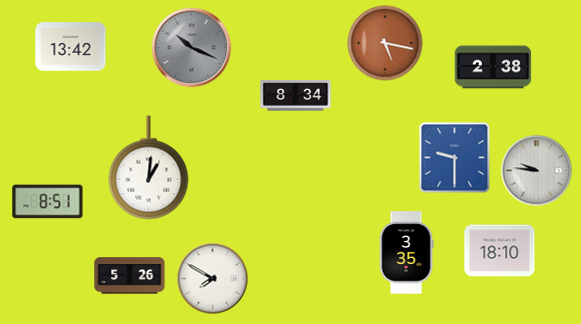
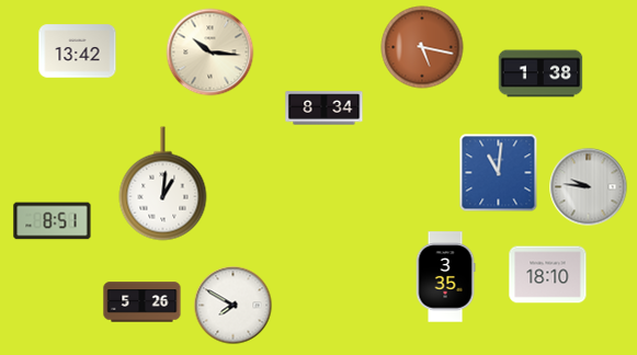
clock at (192, 48): 10:19 -> 10:16
clock at (192, 48) dial: grey -> cream
clock at (493, 67): 2:38 -> 1:38
clock at (296, 96) position: (296, 96) -> (325, 108)
clock at (455, 158): 9:30 -> 11:01
